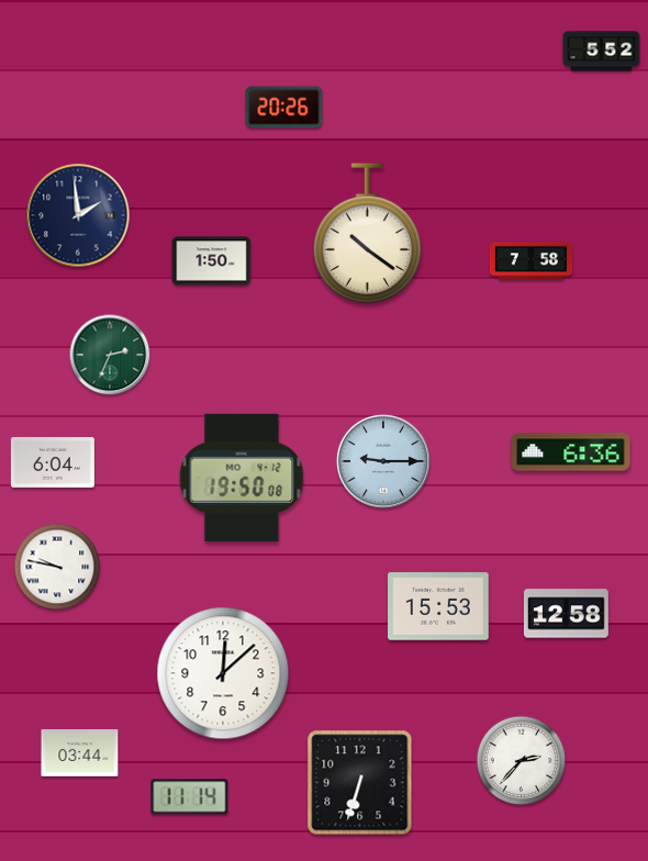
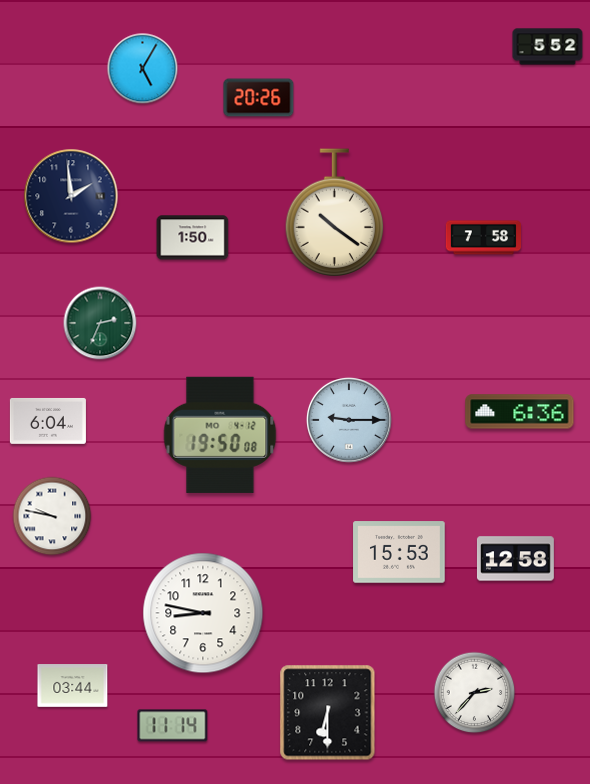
clock at (143, 69): none -> 5:05
clock at (223, 673): 12:08 -> 8:47
clock at (360, 783): 6:33 -> 6:30
